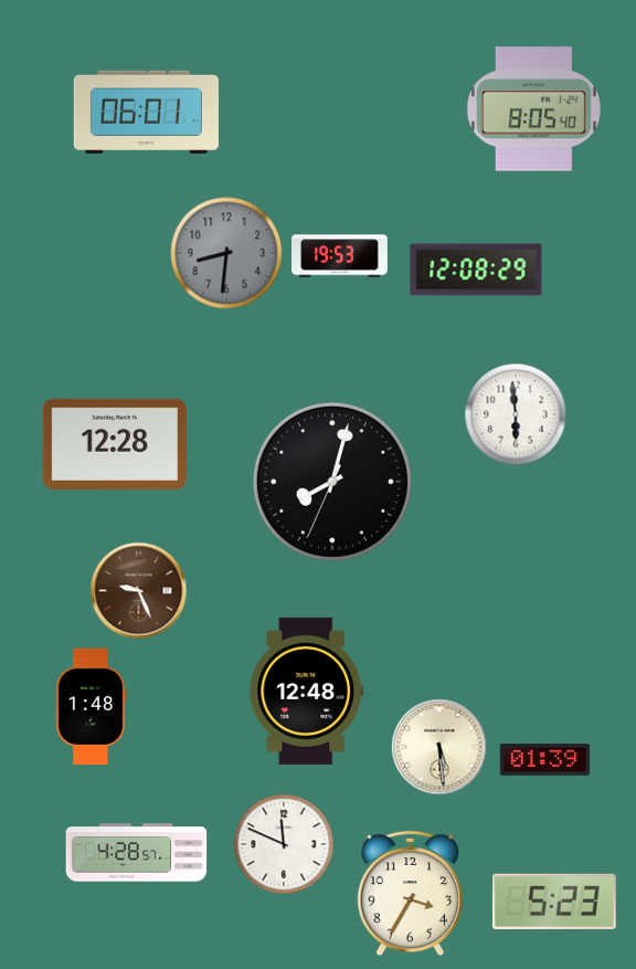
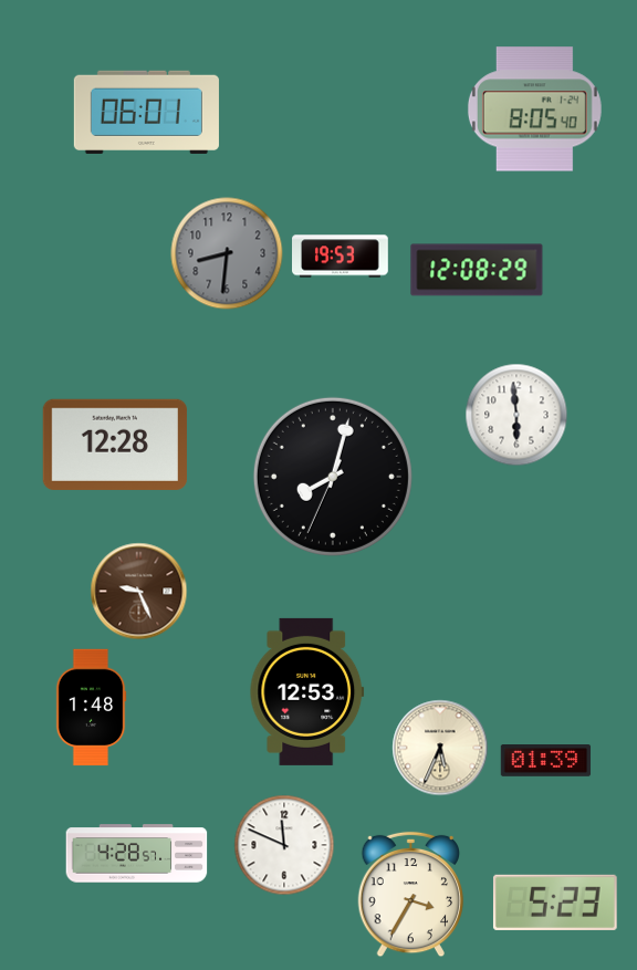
clock at (332, 482) position: (332, 482) -> (333, 477)
clock at (307, 691): 12:48 -> 12:53
clock at (439, 747): 5:29 -> 5:34
